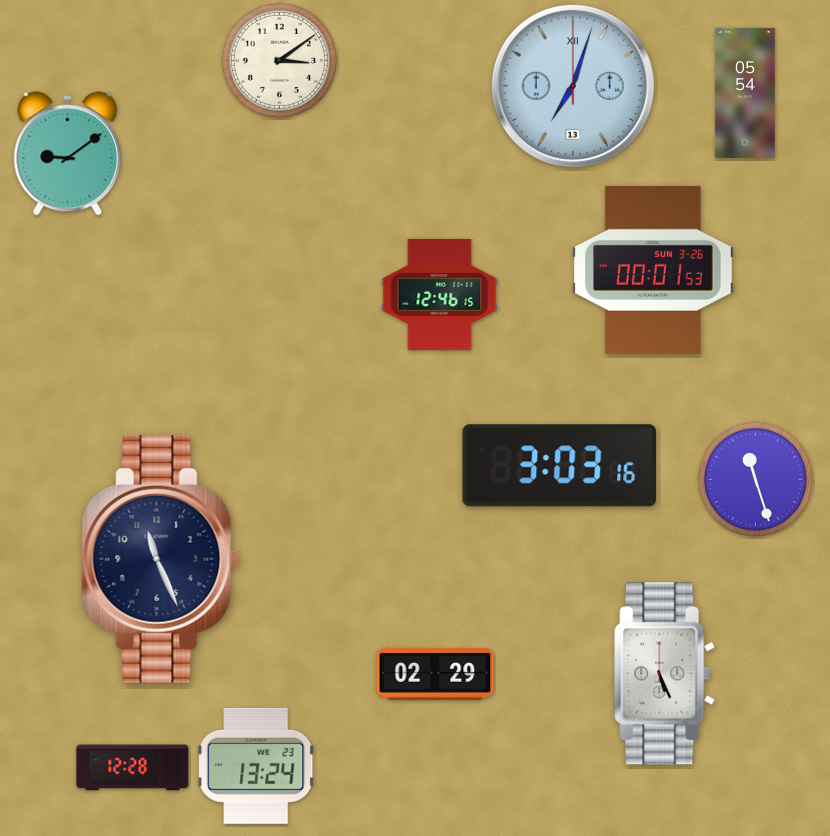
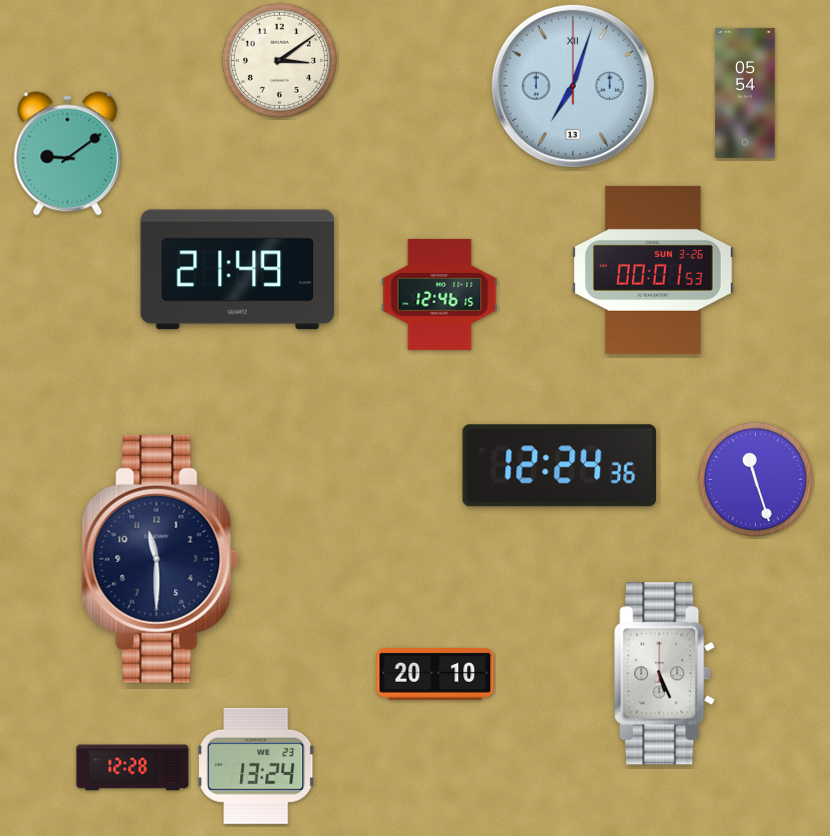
clock at (238, 270): none -> 21:49
clock at (560, 466): 3:03 -> 12:24
clock at (160, 559): 11:26 -> 11:30
clock at (435, 675): 02:29 -> 20:10
